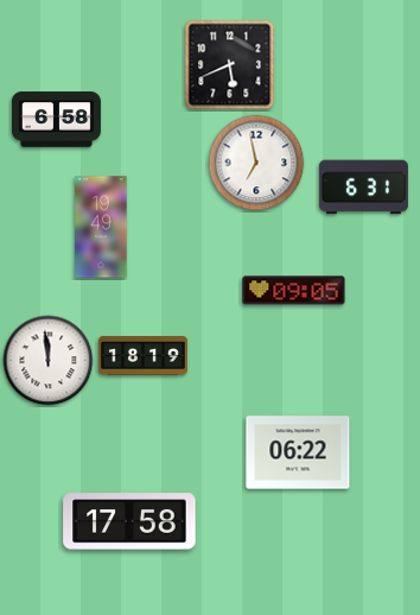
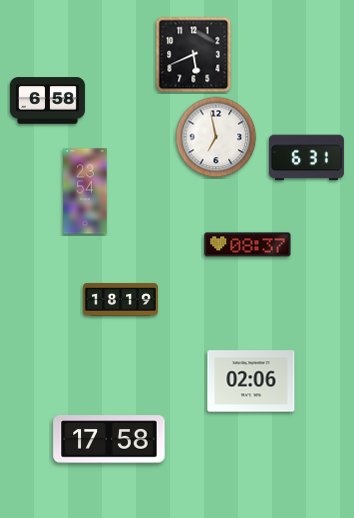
clock at (101, 227): 19:49 -> 23:54
clock at (294, 291): 09:05 -> 08:37
clock at (49, 361): 11:59 -> none
clock at (298, 452): 06:22 -> 02:06
